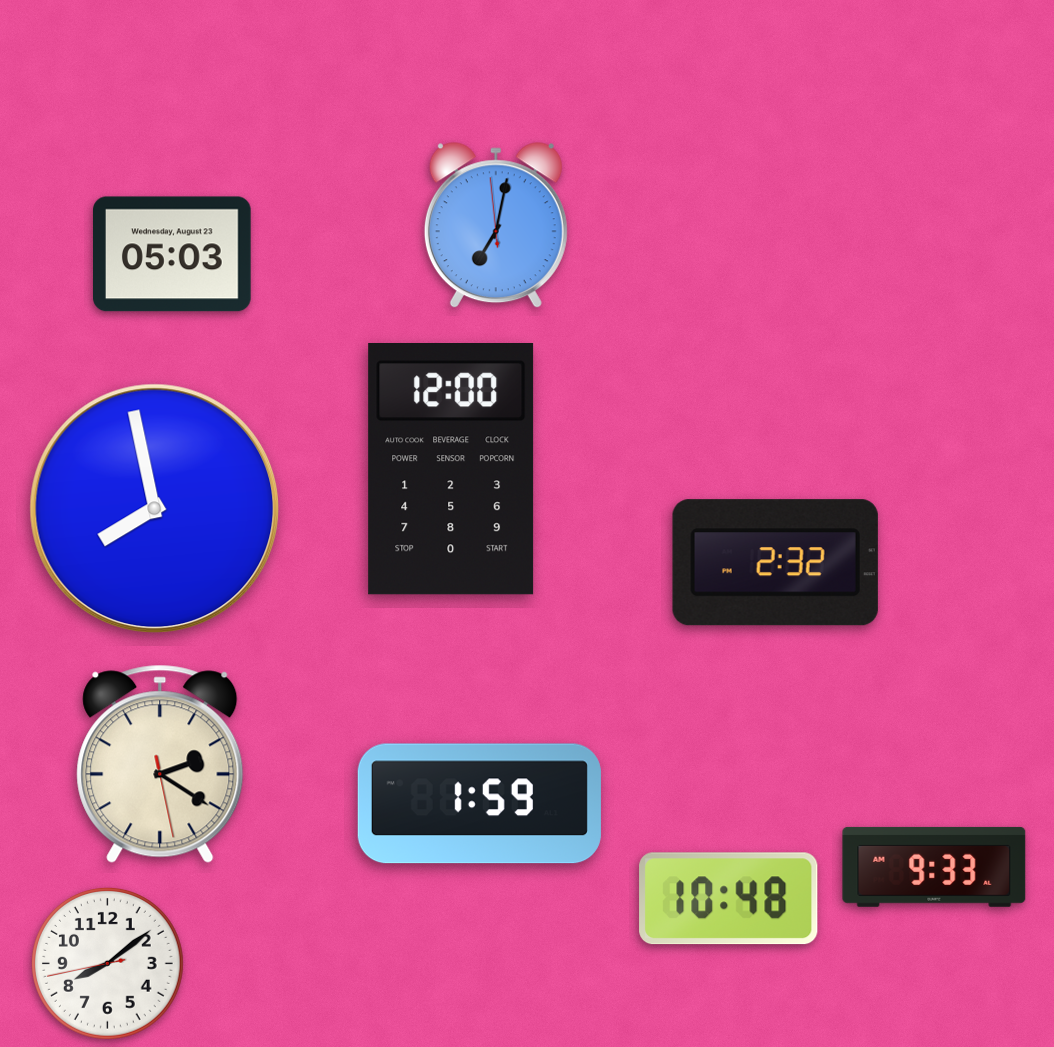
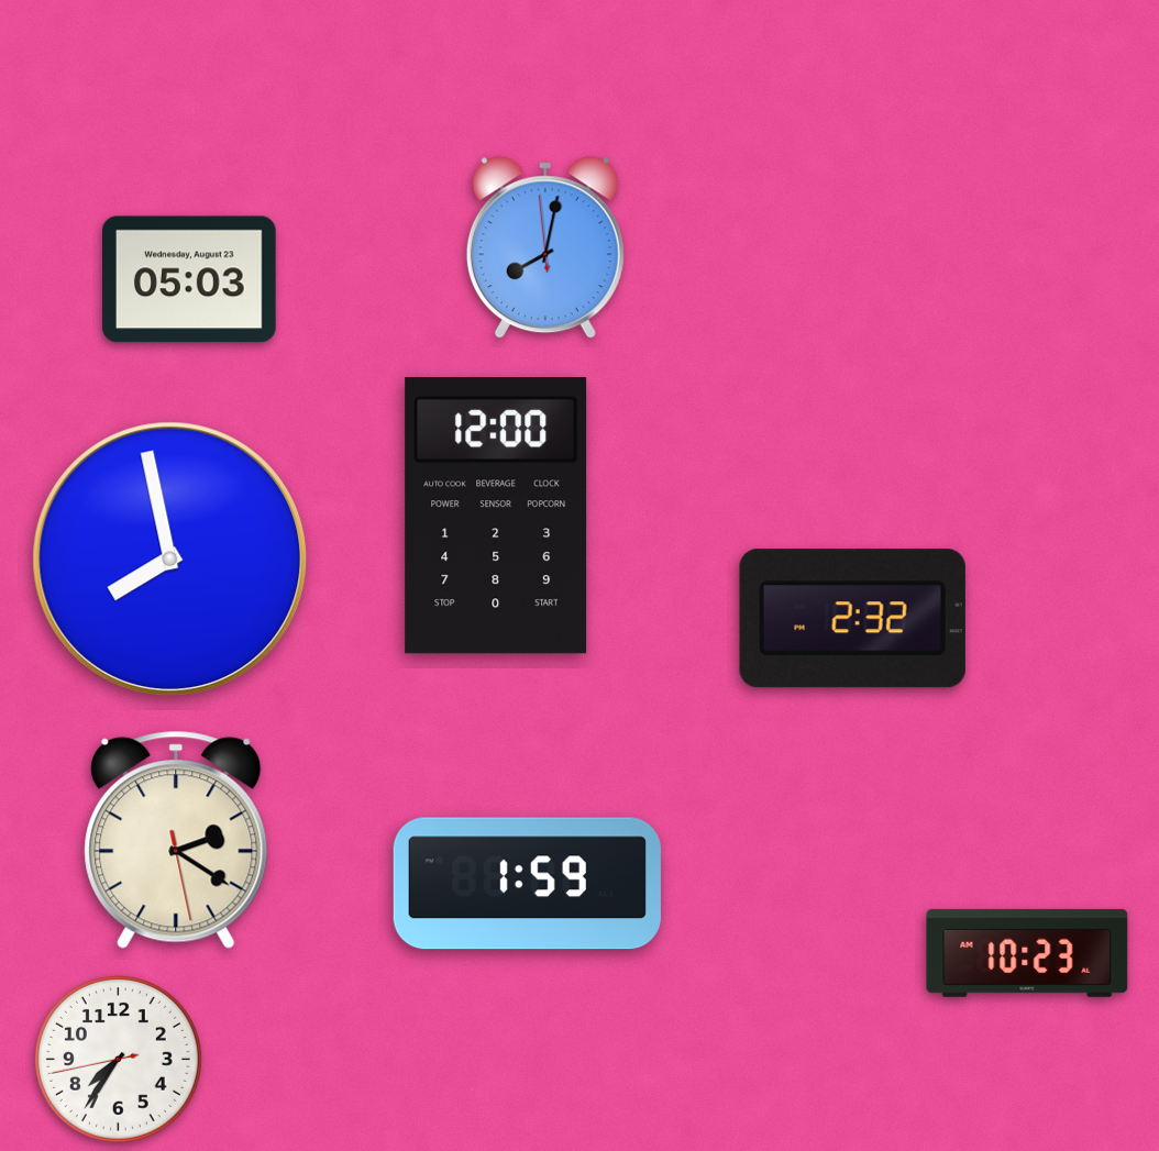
clock at (496, 226): 7:01 -> 8:01
clock at (934, 867): 9:33 -> 10:23
clock at (729, 899): 10:48 -> none
clock at (107, 963): 8:08 -> 7:35
